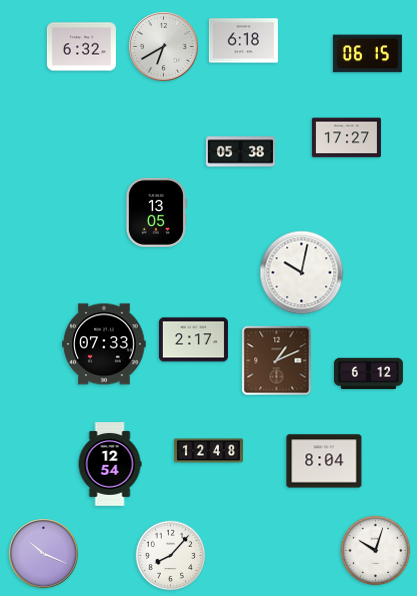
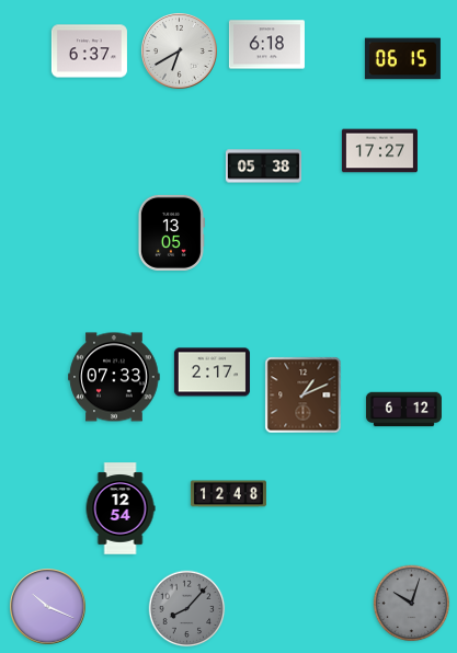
clock at (81, 47): 6:32 -> 6:37
clock at (302, 273): 10:02 -> none
clock at (324, 461): 8:04 -> none
clock at (376, 551) dial: white -> grey
clock at (171, 556) dial: white -> grey
